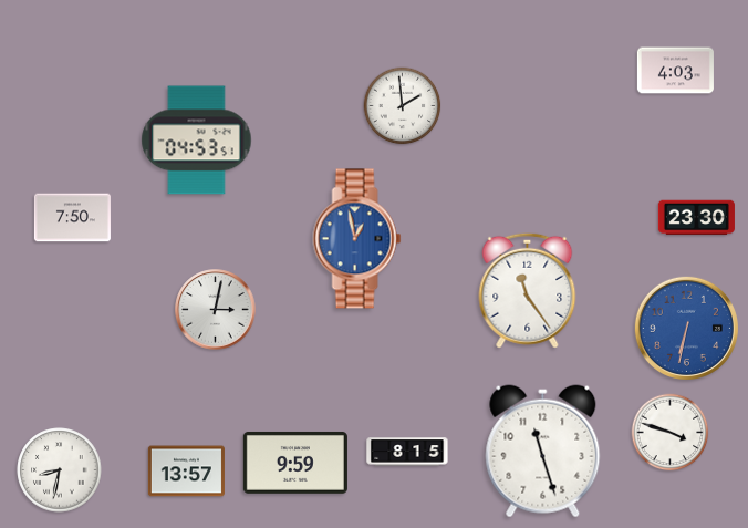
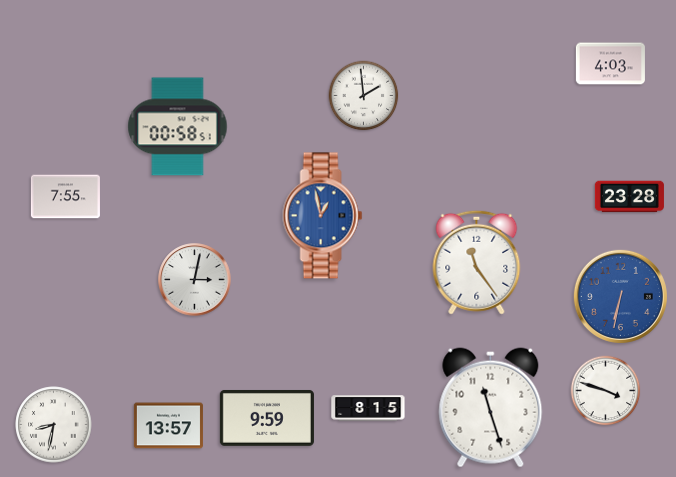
clock at (197, 141): 04:53 -> 00:58
clock at (72, 218): 7:50 -> 7:55
clock at (696, 218): 23:30 -> 23:28
